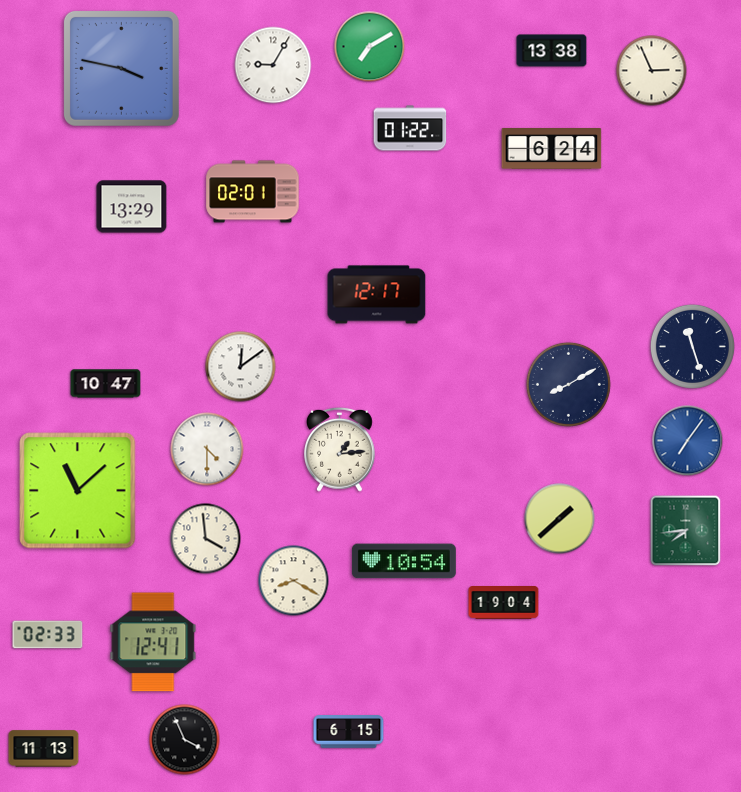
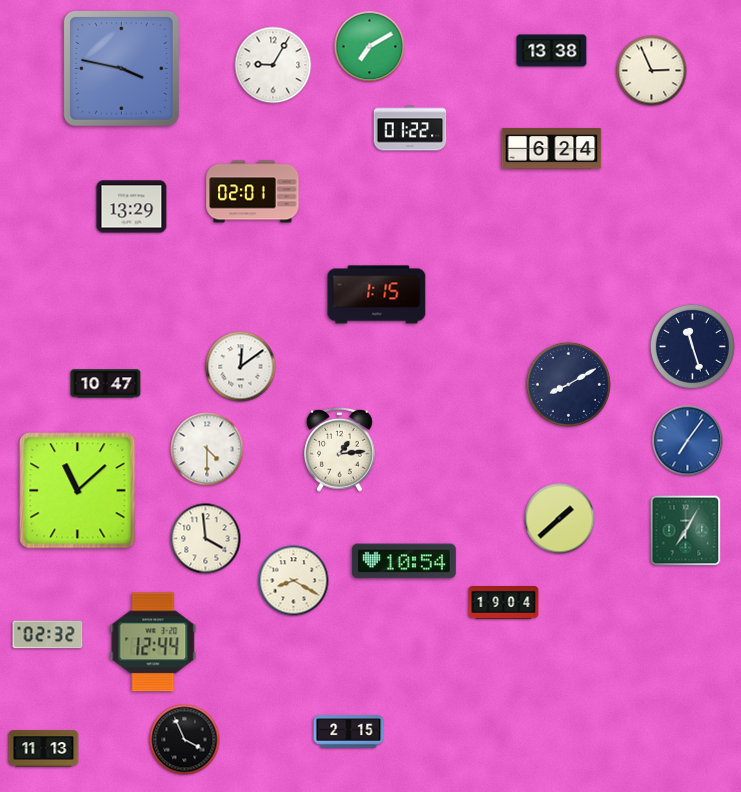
clock at (377, 295): 12:17 -> 1:15
clock at (686, 531): 7:44 -> 7:05
clock at (48, 635): 02:33 -> 02:32
clock at (153, 642): 12:41 -> 12:44
clock at (349, 732): 6:15 -> 2:15
